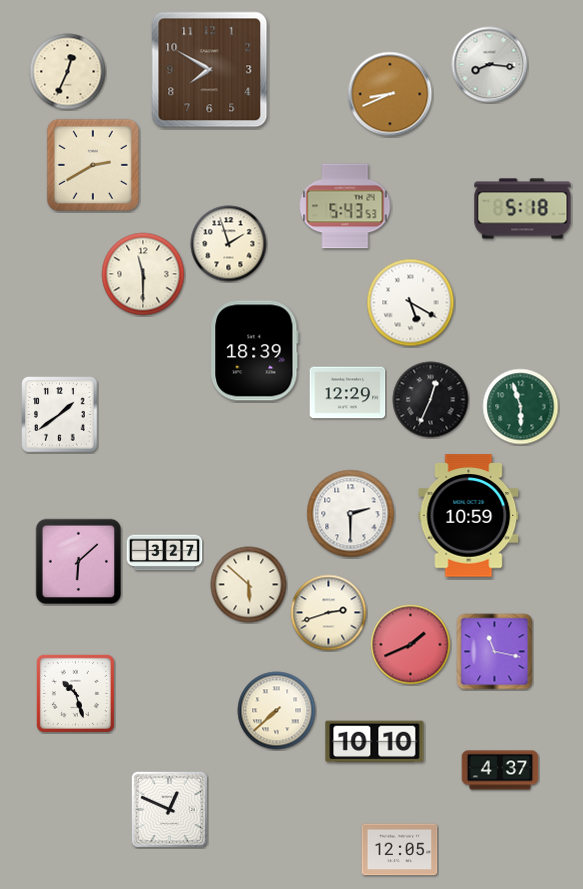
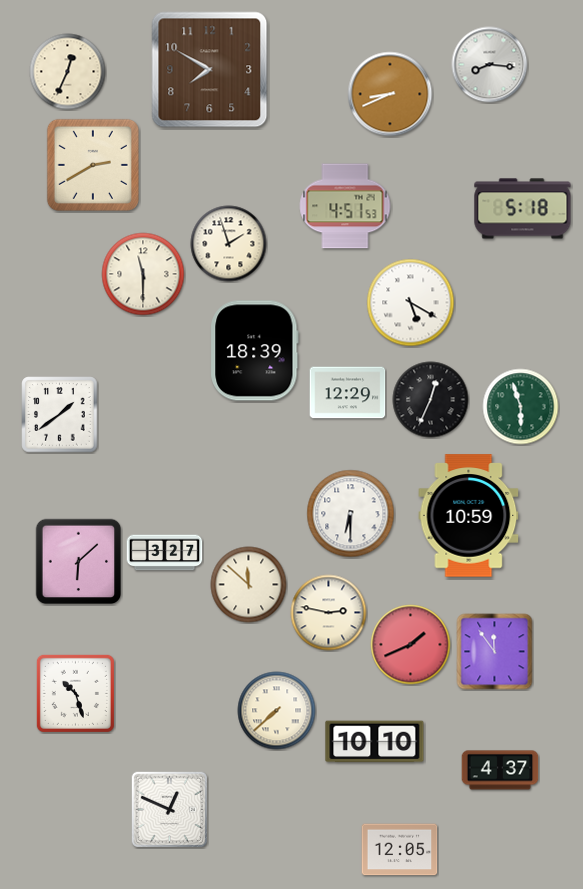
clock at (345, 206): 5:43 -> 4:51
clock at (351, 514): 2:30 -> 6:30
clock at (249, 585): 5:52 -> 11:52
clock at (329, 613): 2:42 -> 2:47
clock at (495, 652): 11:17 -> 11:54
